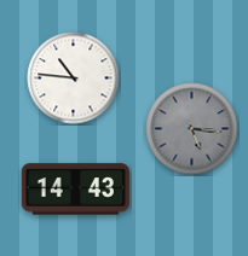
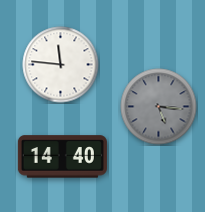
clock at (74, 78): 10:46 -> 11:46
clock at (75, 190): 14:43 -> 14:40
